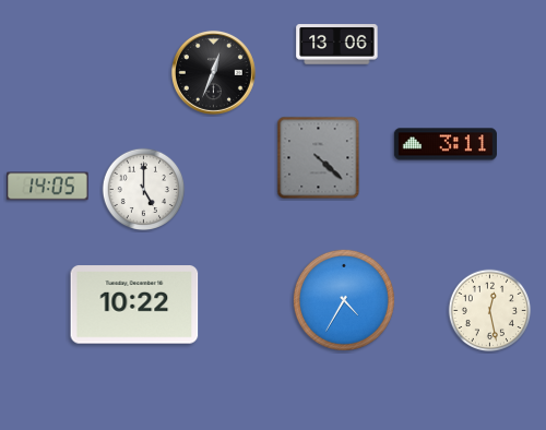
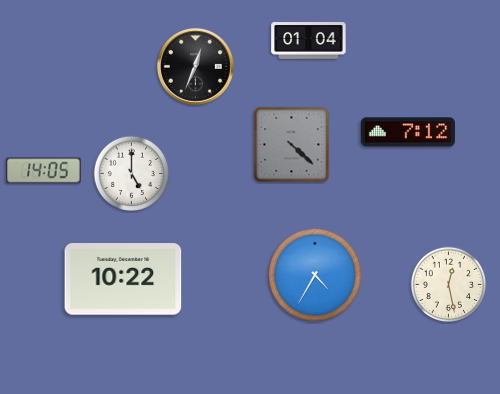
clock at (337, 45): 13:06 -> 01:04
clock at (446, 144): 3:11 -> 7:12
